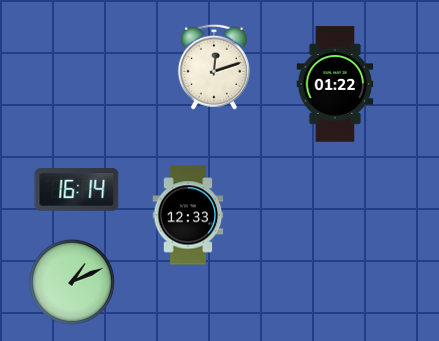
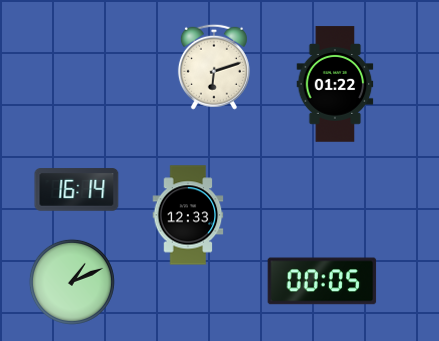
clock at (214, 67): 12:12 -> 6:12
clock at (322, 281): none -> 00:05
